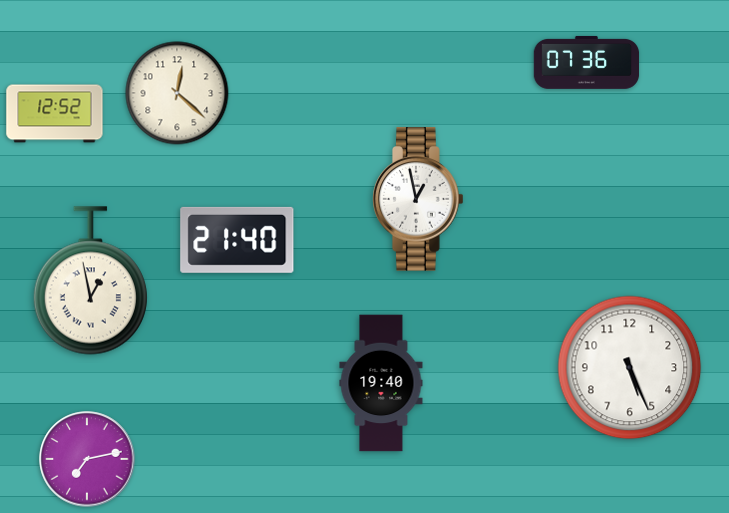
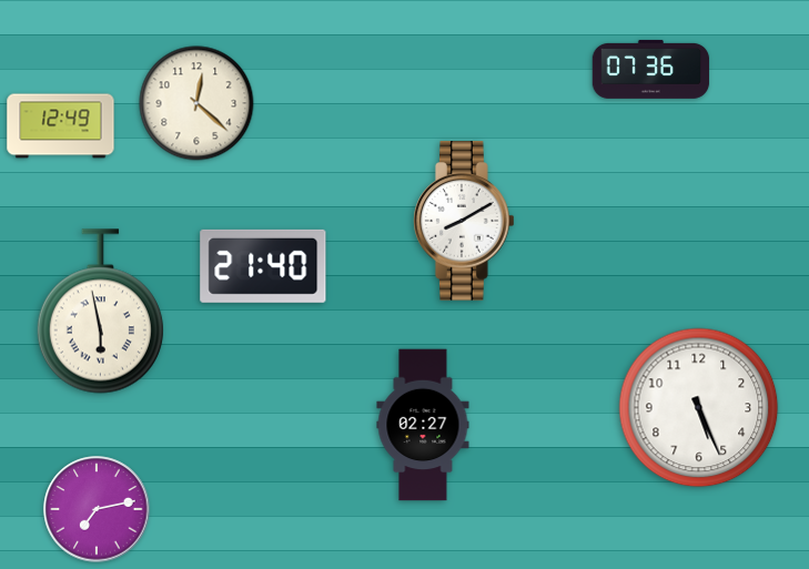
clock at (55, 114): 12:52 -> 12:49
clock at (418, 199): 12:58 -> 8:10
clock at (90, 281): 12:58 -> 5:58
clock at (381, 383): 19:40 -> 02:27
